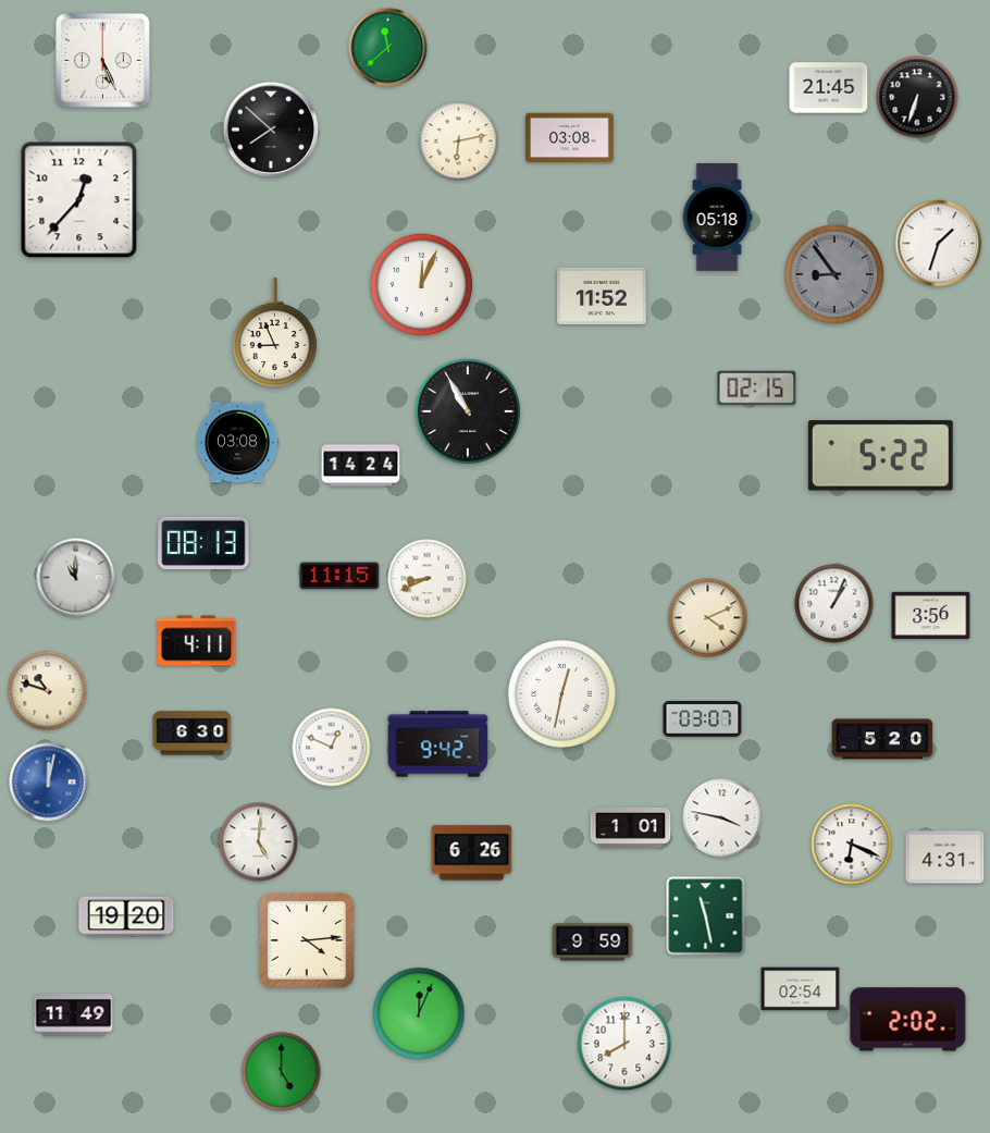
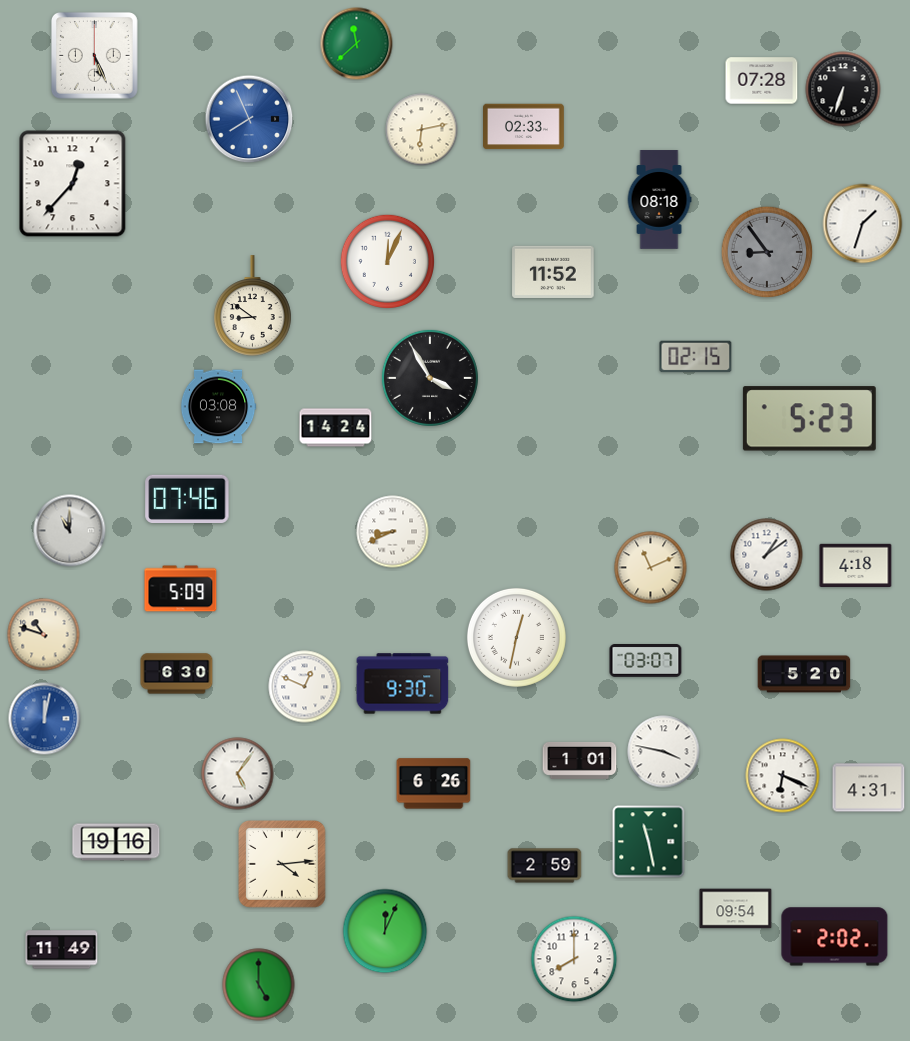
clock at (829, 88): 21:45 -> 07:28
clock at (271, 130): 7:52 -> 7:56
clock at (271, 130) dial: black -> blue
clock at (570, 138): 03:08 -> 02:33
clock at (717, 218): 05:18 -> 08:18
clock at (274, 333): 8:56 -> 8:51
clock at (468, 411): 10:55 -> 3:55
clock at (880, 456): 5:22 -> 5:23
clock at (361, 466) position: (361, 466) -> (336, 428)
clock at (203, 542): 08:13 -> 07:46
clock at (339, 576): 11:15 -> none
clock at (834, 604): 1:04 -> 1:09
clock at (931, 615): 3:56 -> 4:18
clock at (708, 618): 4:11 -> 11:11
clock at (197, 641): 4:11 -> 5:09
clock at (882, 739) position: (882, 739) -> (804, 674)
clock at (438, 744): 9:42 -> 9:30
clock at (259, 842): 5:01 -> 5:06
clock at (126, 916): 19:20 -> 19:16
clock at (593, 943): 9:59 -> 2:59
clock at (801, 989): 02:54 -> 09:54
clock at (74, 1015) position: (74, 1015) -> (62, 950)
